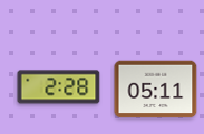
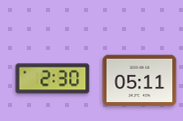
clock at (59, 87): 2:28 -> 2:30
